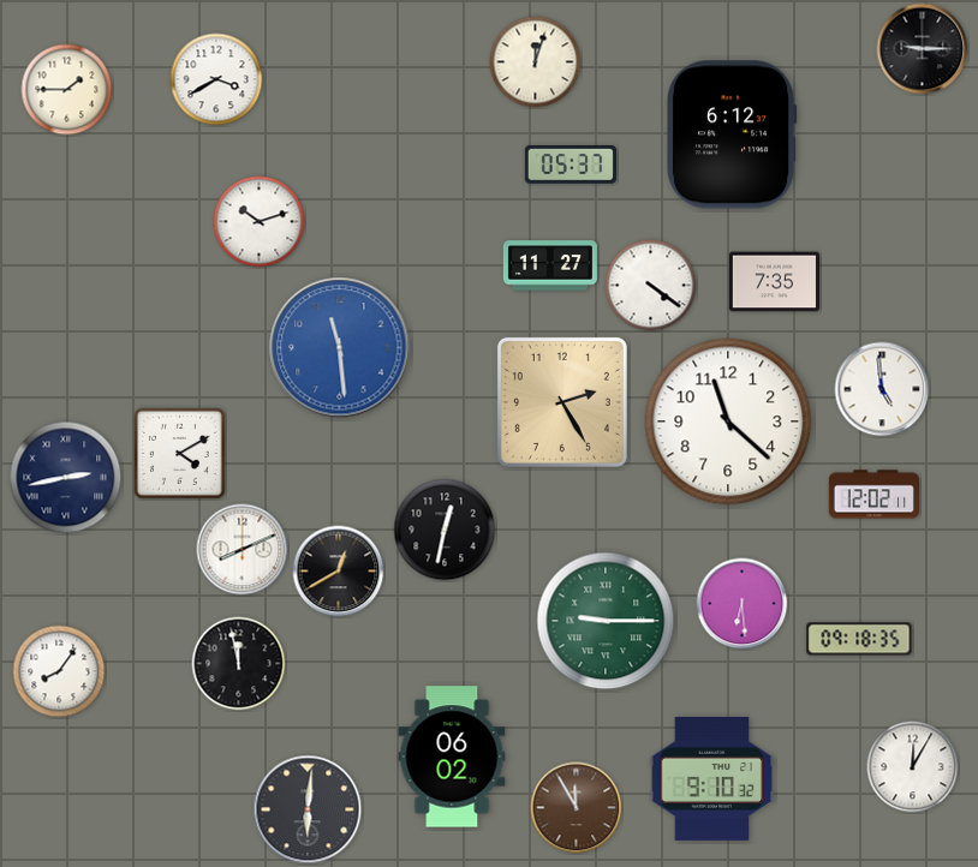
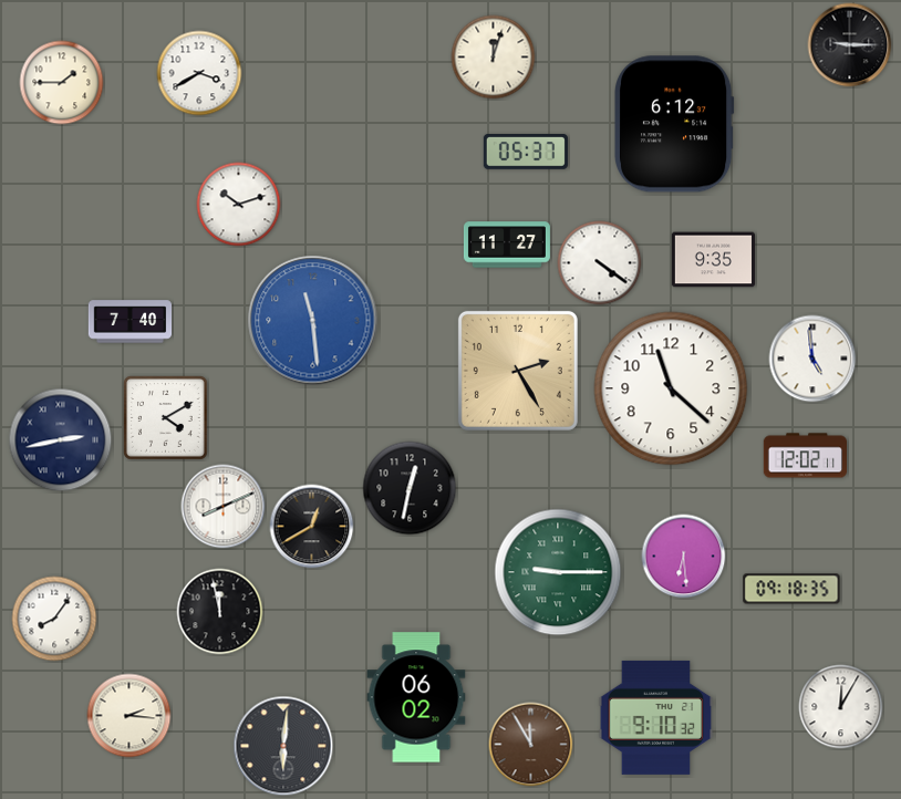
clock at (774, 282): 7:35 -> 9:35
clock at (131, 322): none -> 7:40
clock at (130, 716): none -> 2:16
